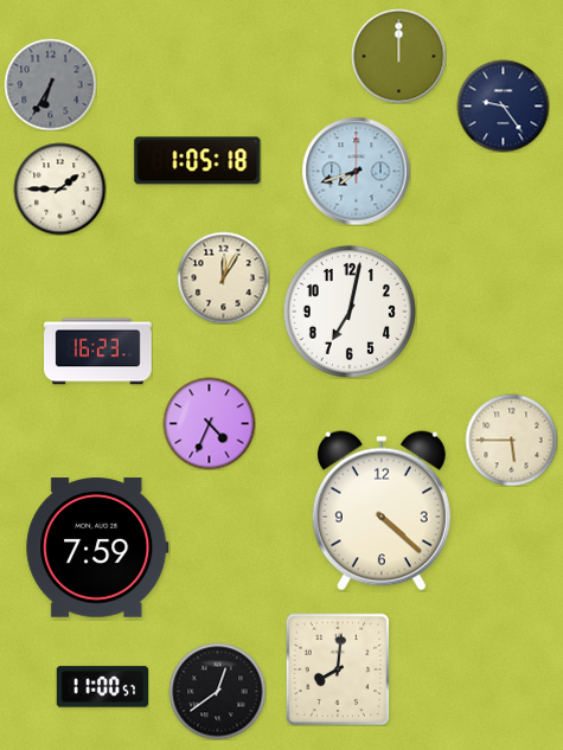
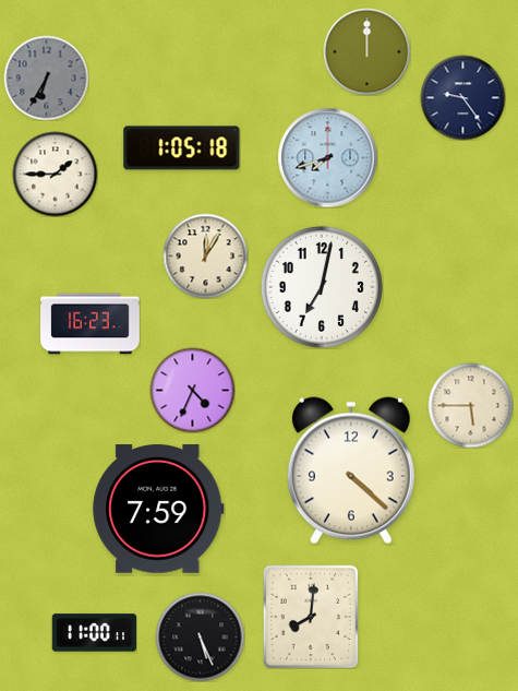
clock at (97, 547) position: (97, 547) -> (158, 509)
clock at (102, 687): 11:00:57 -> 11:00:11
clock at (217, 691): 12:39 -> 5:26
